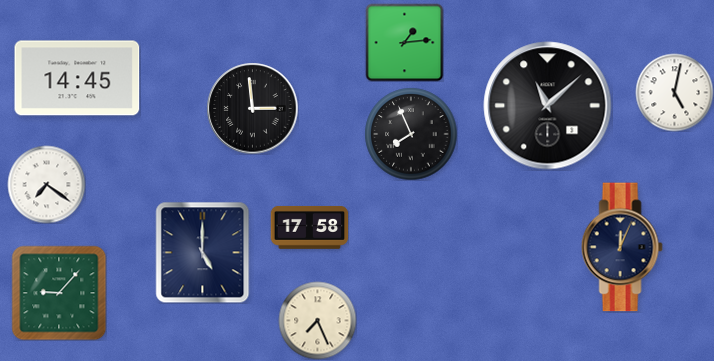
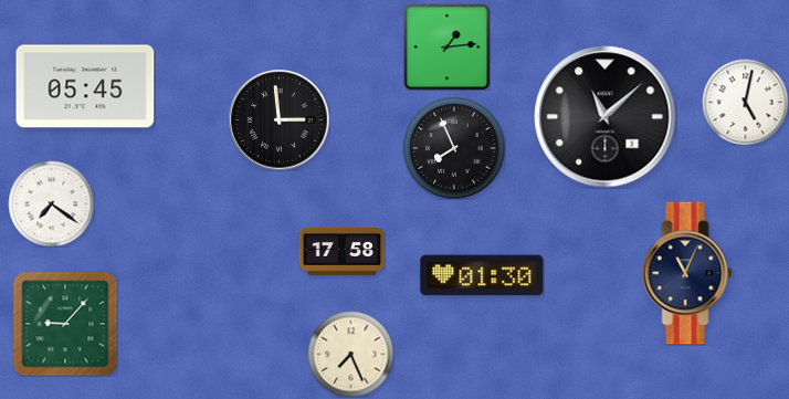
clock at (77, 78): 14:45 -> 05:45
clock at (622, 247): 12:04 -> 11:04
clock at (482, 275): none -> 01:30
clock at (203, 252): 5:00 -> none
